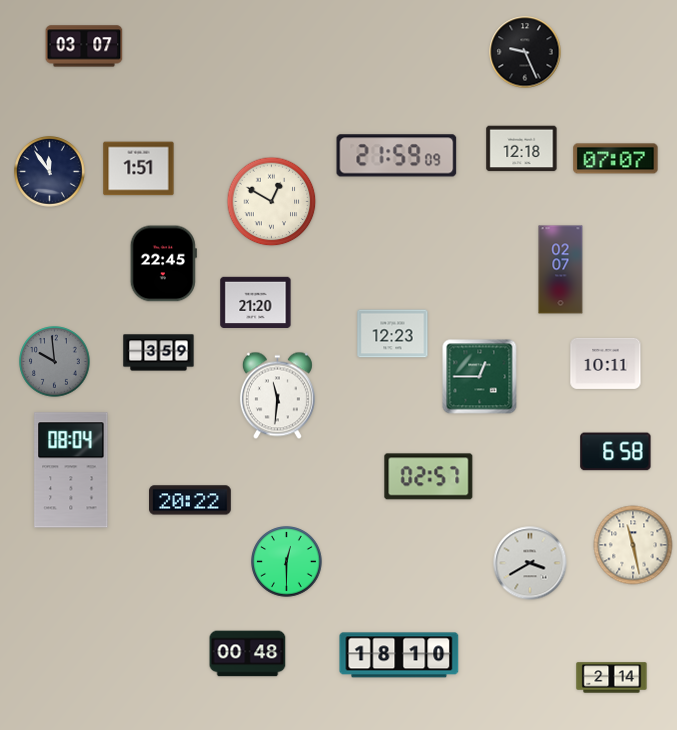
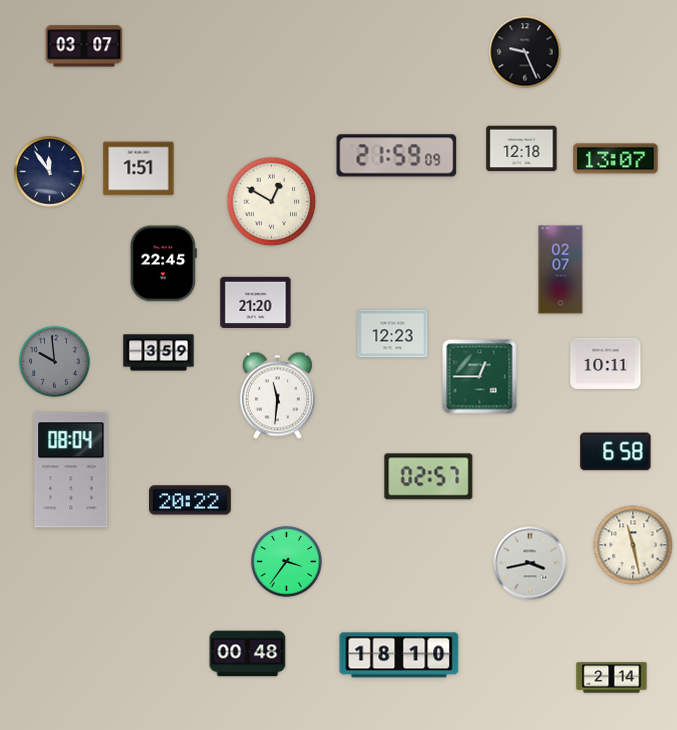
clock at (616, 159): 07:07 -> 13:07
clock at (287, 562): 12:30 -> 3:36
clock at (530, 563): 3:40 -> 3:43
